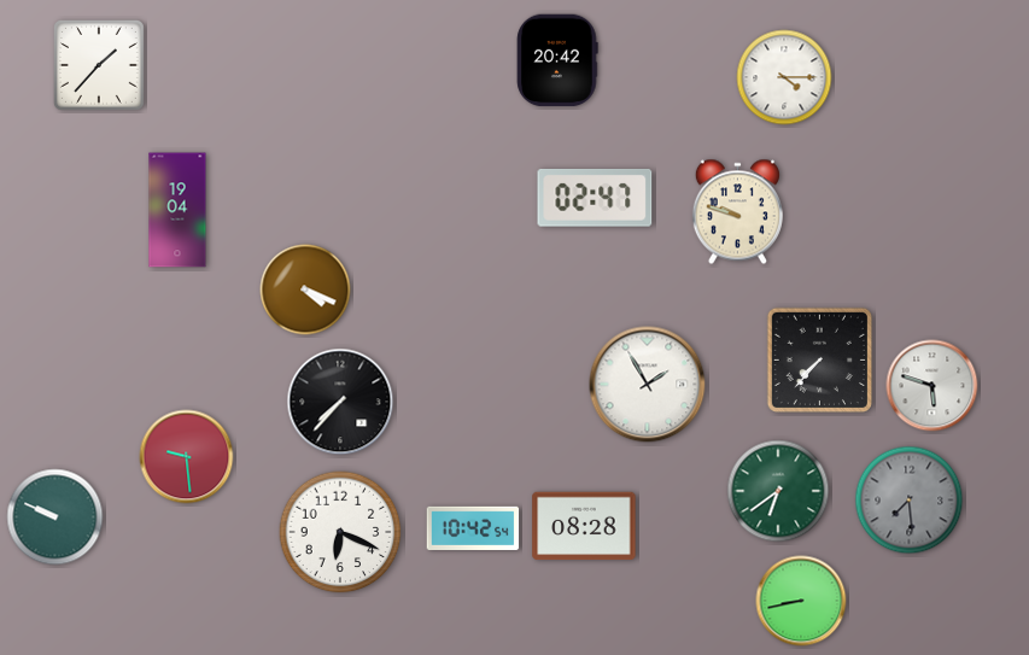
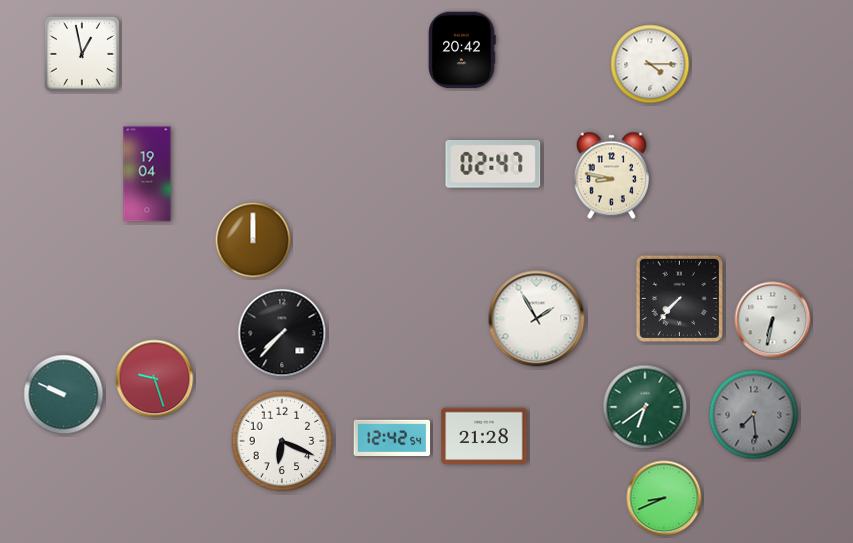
clock at (99, 65): 1:37 -> 12:58
clock at (737, 212): 9:48 -> 8:47
clock at (305, 290): 4:19 -> 12:00
clock at (932, 386): 5:48 -> 6:32
clock at (187, 457): 9:29 -> 9:27
clock at (55, 517) position: (55, 517) -> (64, 395)
clock at (584, 526): 08:28 -> 21:28
clock at (473, 528): 10:42 -> 12:42
clock at (801, 601): 8:43 -> 8:41
